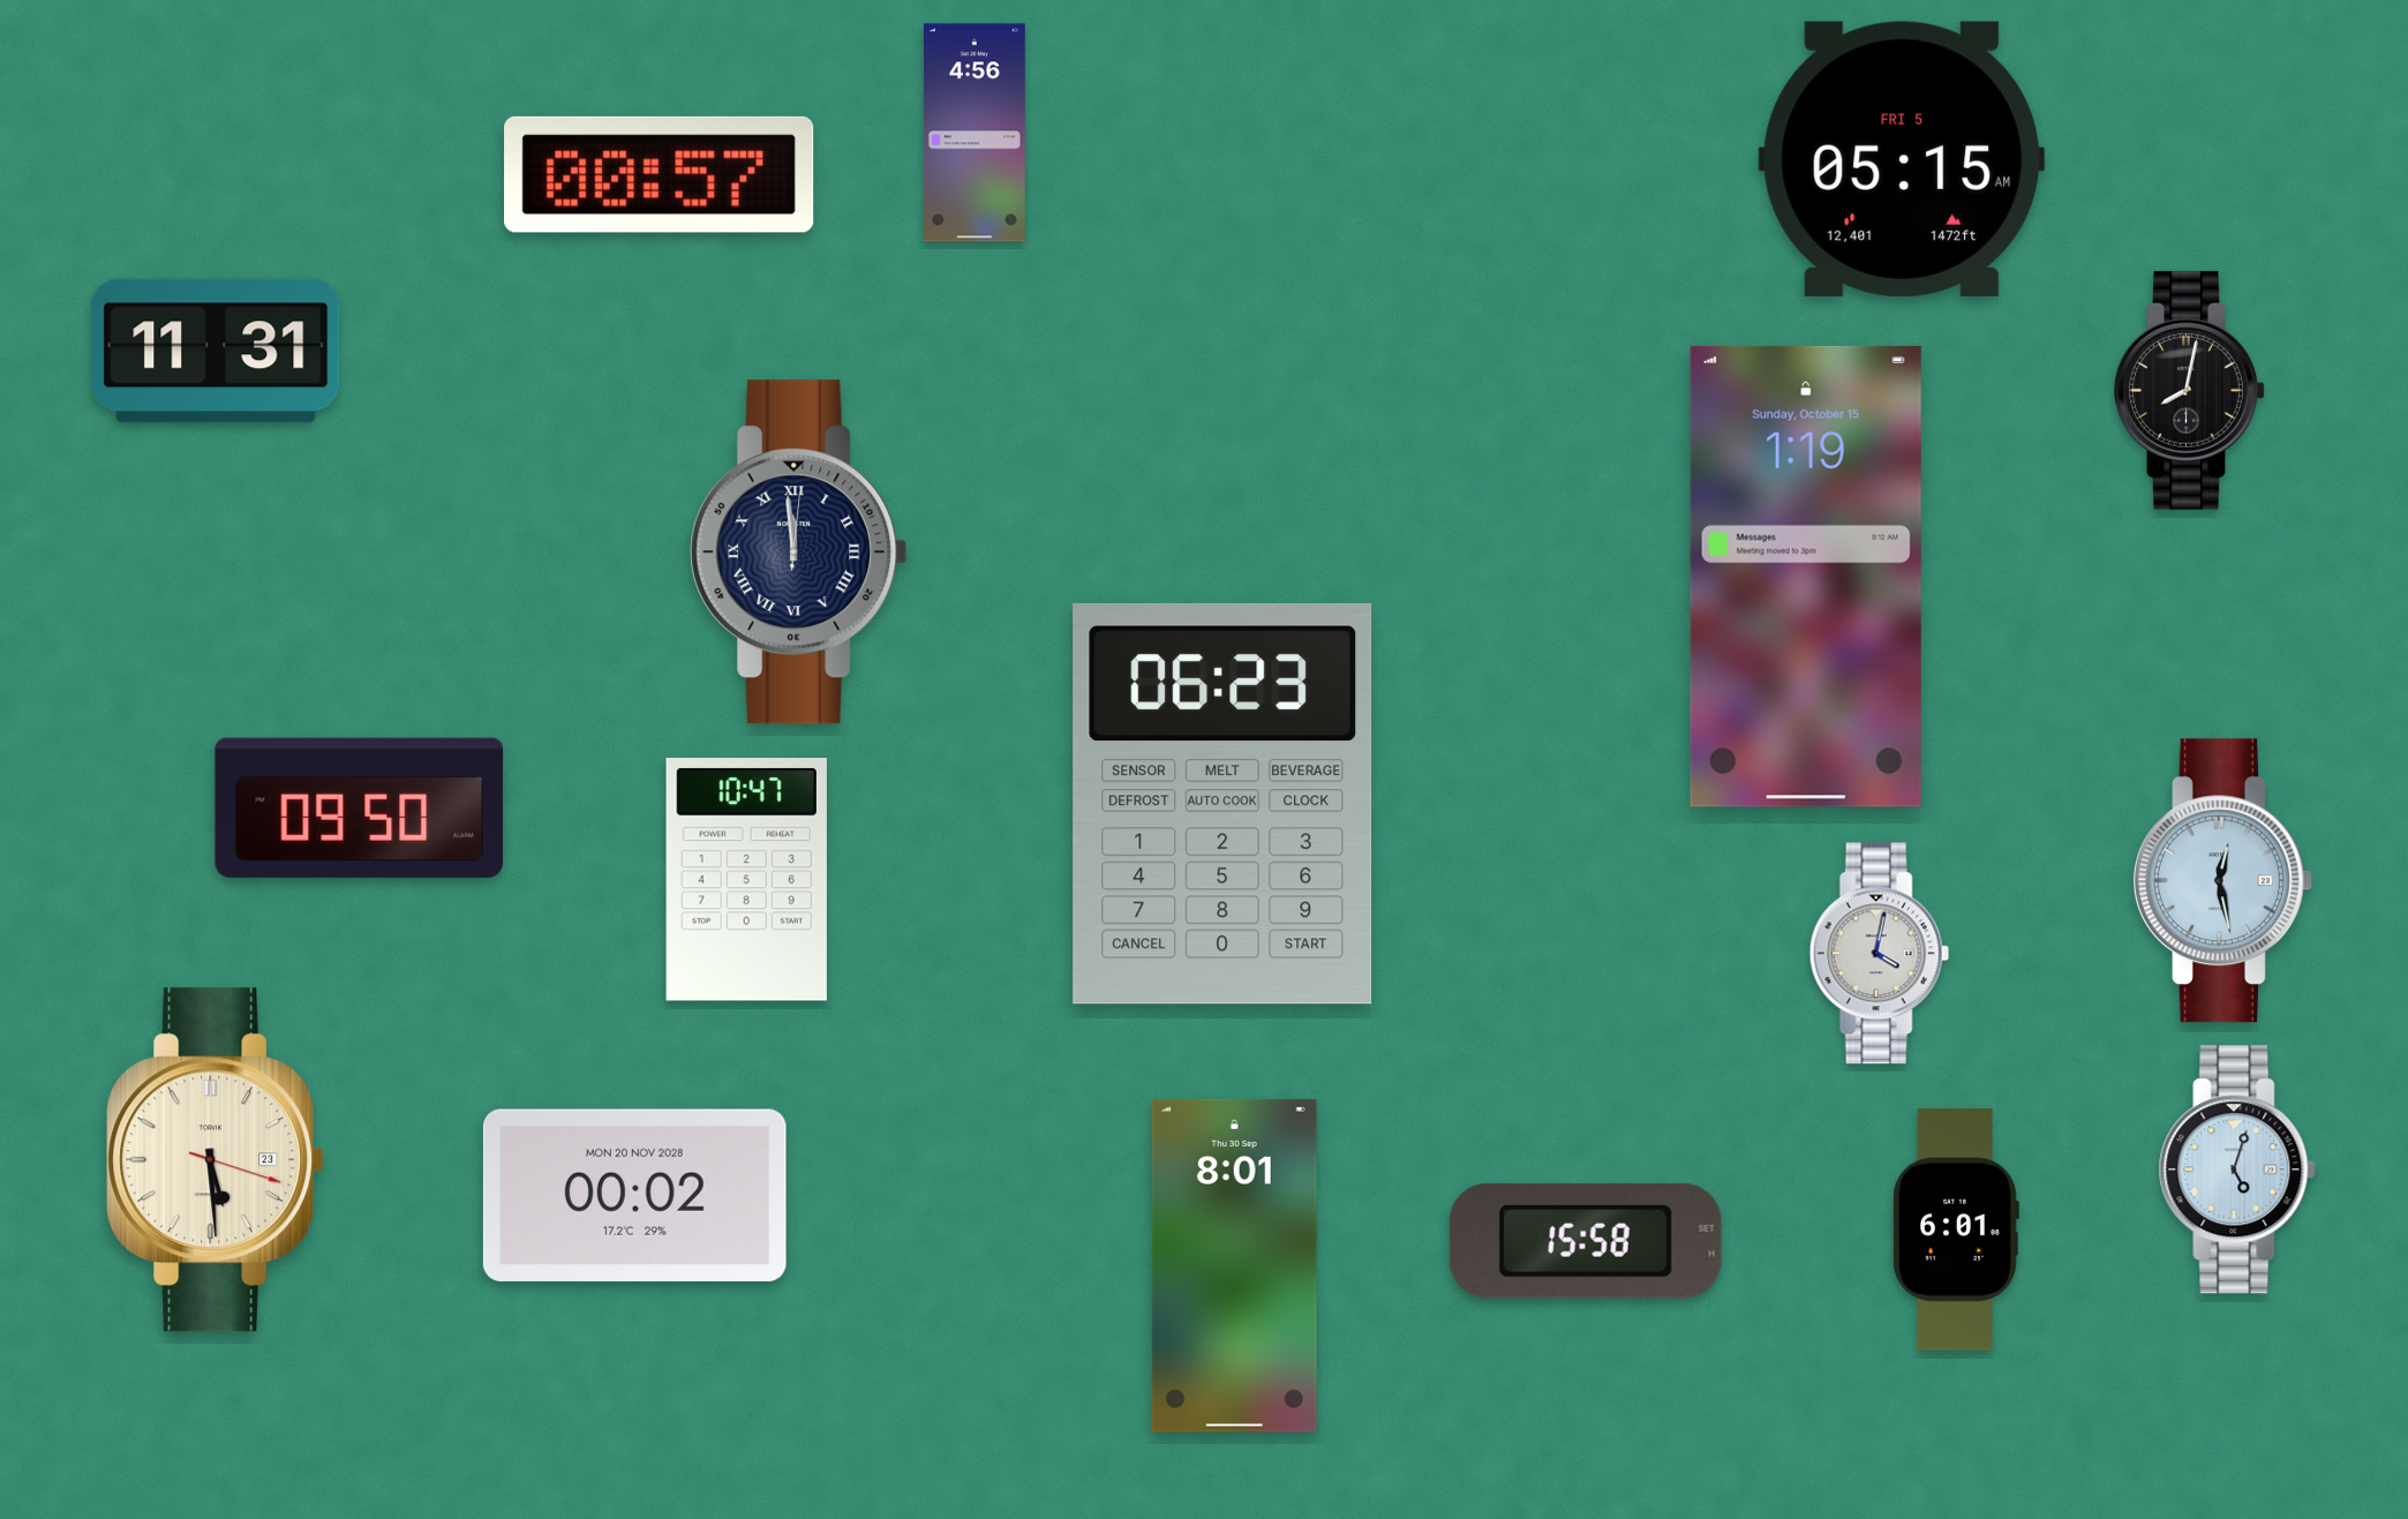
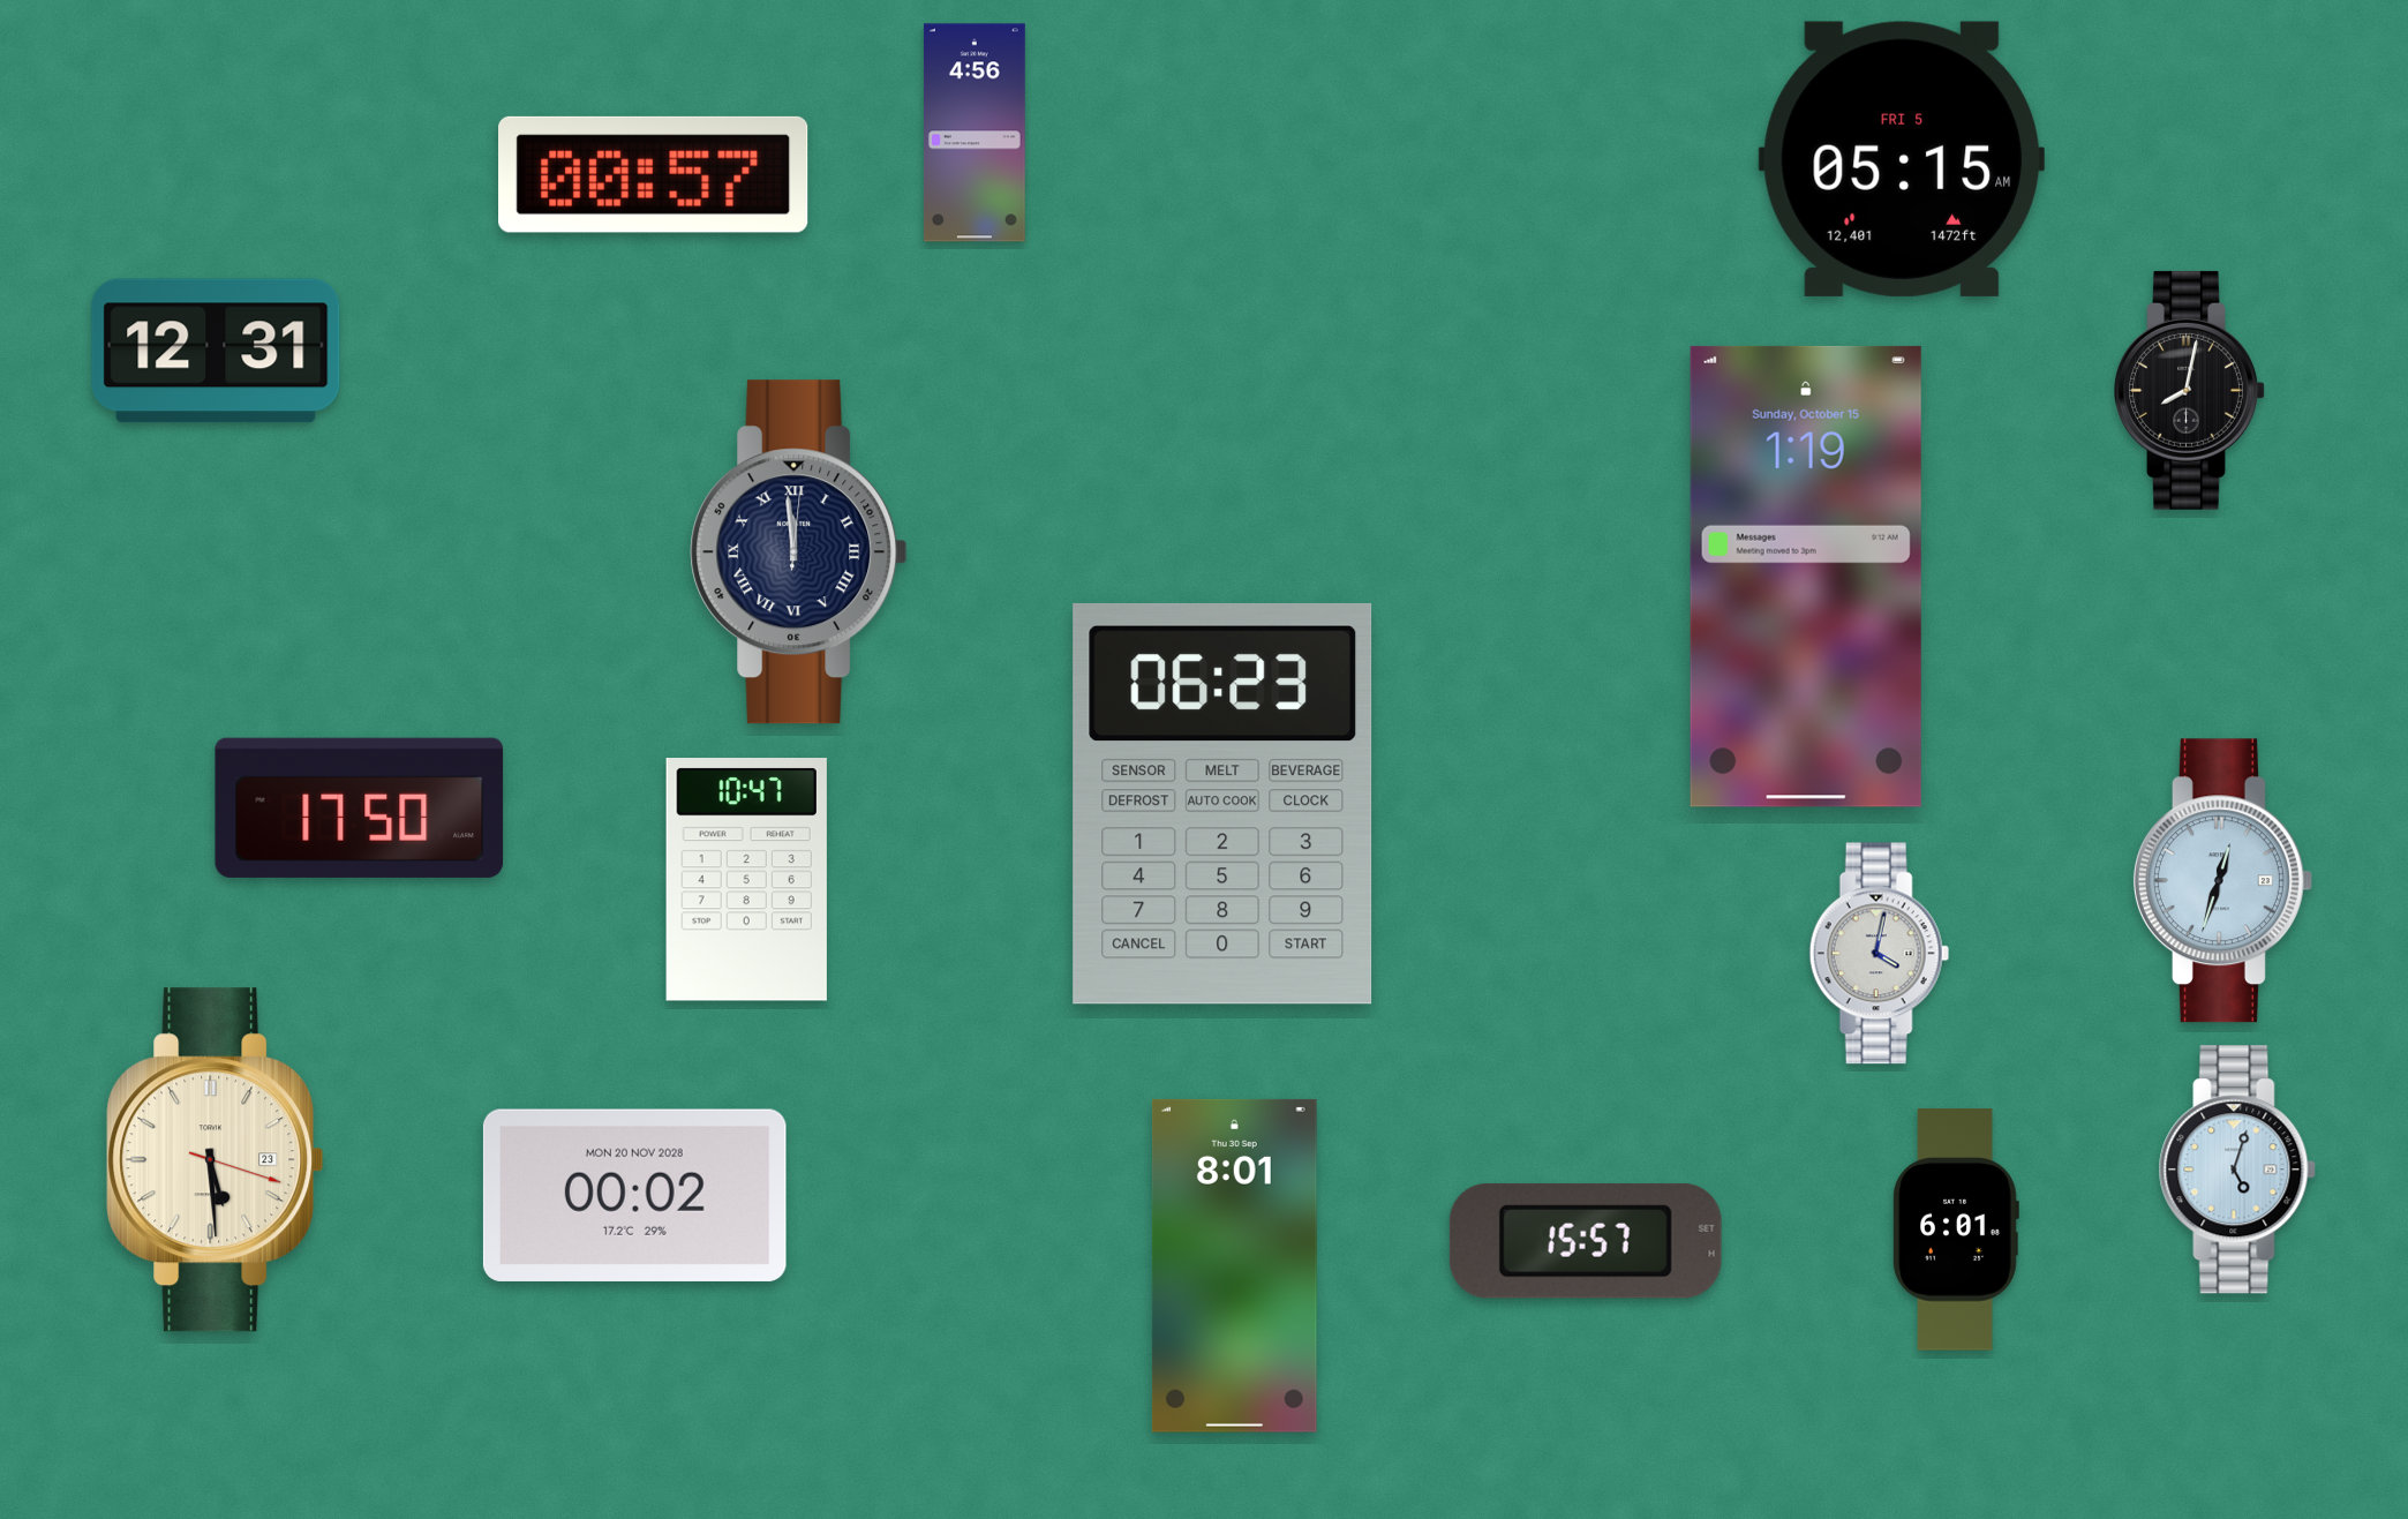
clock at (660, 174) position: (660, 174) -> (654, 174)
clock at (216, 351): 11:31 -> 12:31
clock at (360, 807): 09:50 -> 17:50
clock at (2222, 881): 12:28 -> 12:33
clock at (1586, 1241): 15:58 -> 15:57
